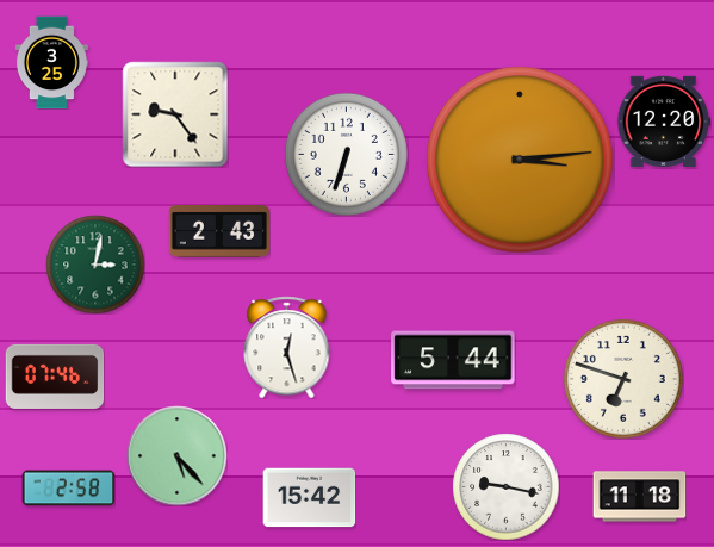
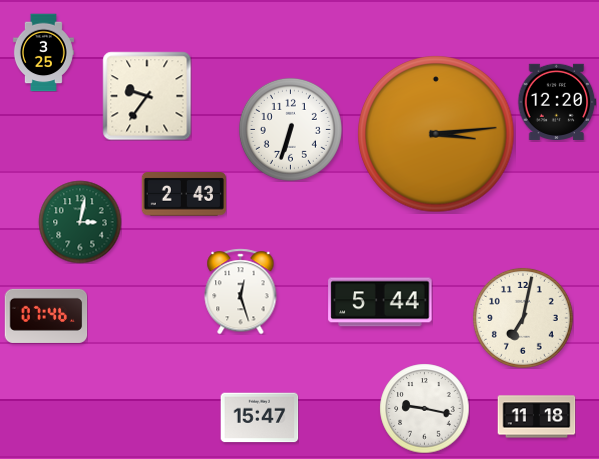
clock at (175, 114): 9:24 -> 9:36
clock at (623, 379): 6:48 -> 7:02
clock at (176, 455): 5:23 -> none
clock at (68, 489): 2:58 -> none
clock at (309, 498): 15:42 -> 15:47
